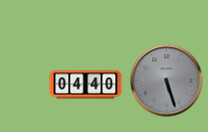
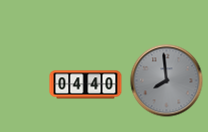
clock at (167, 81): 5:27 -> 7:59
